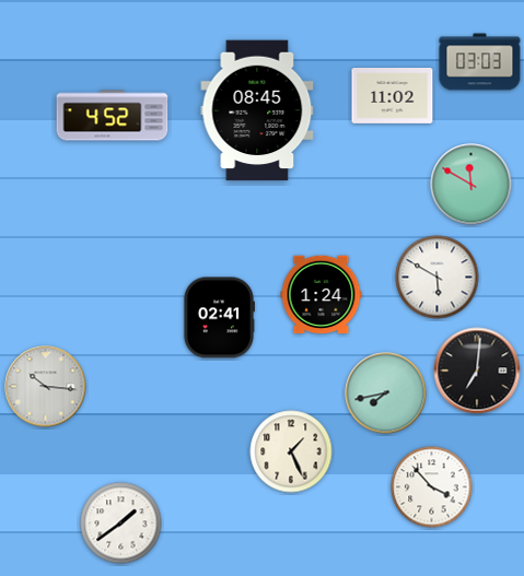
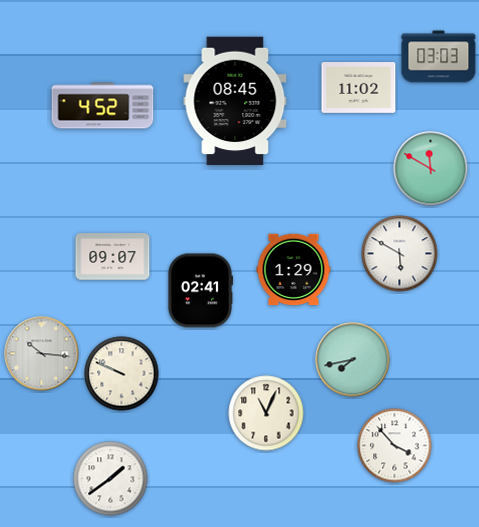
clock at (113, 257): none -> 09:07
clock at (322, 295): 1:24 -> 1:29
clock at (477, 371): 7:01 -> none
clock at (122, 374): none -> 9:49
clock at (291, 451): 1:26 -> 11:04
